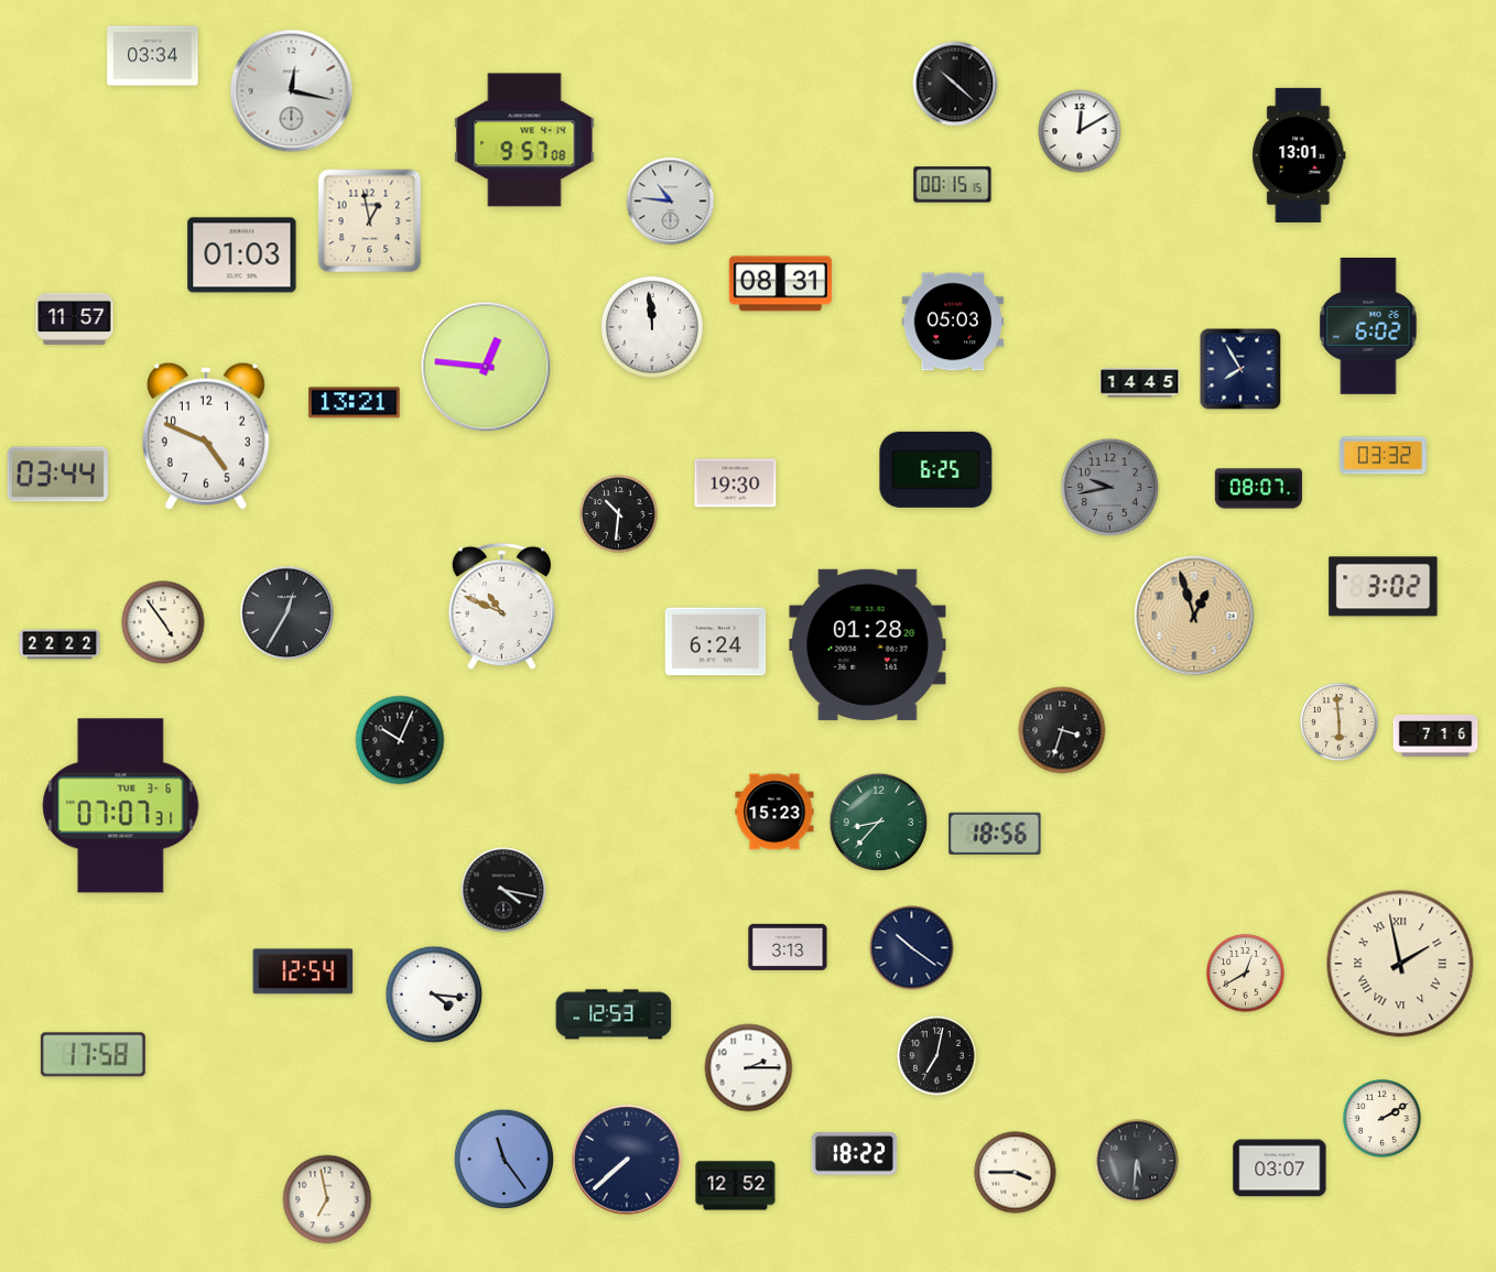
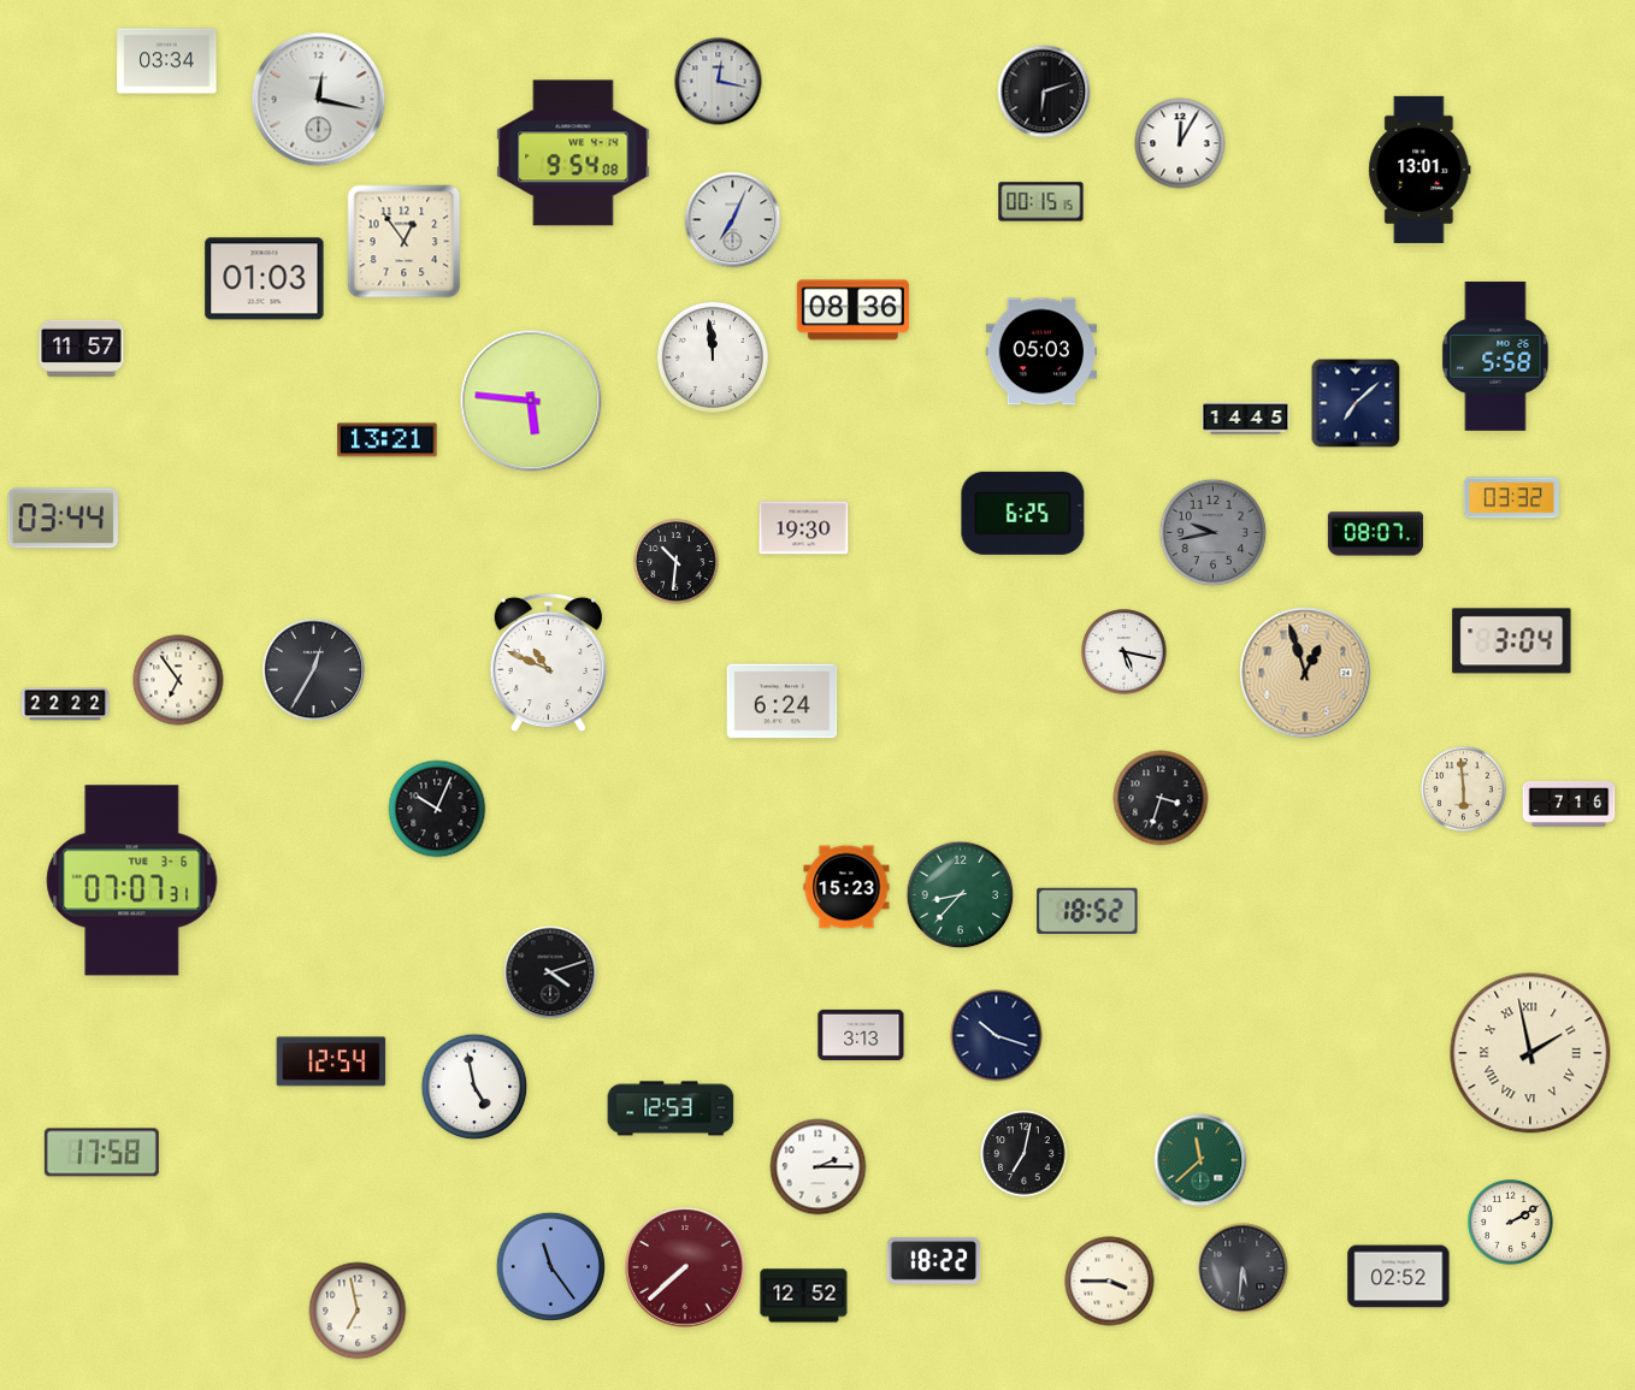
clock at (719, 82): none -> 12:17
clock at (955, 84): 10:22 -> 6:12
clock at (1080, 131): 12:10 -> 12:05
clock at (524, 140): 9:57 -> 9:54
clock at (671, 202): 10:46 -> 7:04
clock at (370, 221): 12:58 -> 12:54
clock at (780, 284): 08:31 -> 08:36
clock at (1368, 326): 6:02 -> 5:58
clock at (486, 367): 12:46 -> 5:46
clock at (1240, 369): 7:55 -> 7:08
clock at (206, 436): 4:49 -> none
clock at (1384, 587): 3:02 -> 3:04
clock at (1125, 652): none -> 5:17
clock at (163, 622): 4:54 -> 6:54
clock at (868, 644): 01:28 -> none
clock at (879, 823) position: (879, 823) -> (961, 895)
clock at (995, 834): 18:56 -> 18:52
clock at (503, 890): 4:17 -> 4:12
clock at (912, 948): 10:21 -> 10:18
clock at (1246, 974): 12:40 -> none
clock at (434, 994): 4:16 -> 4:58
clock at (1200, 1160): none -> 11:38
clock at (627, 1160) dial: navy -> burgundy
clock at (1280, 1168): 03:07 -> 02:52
